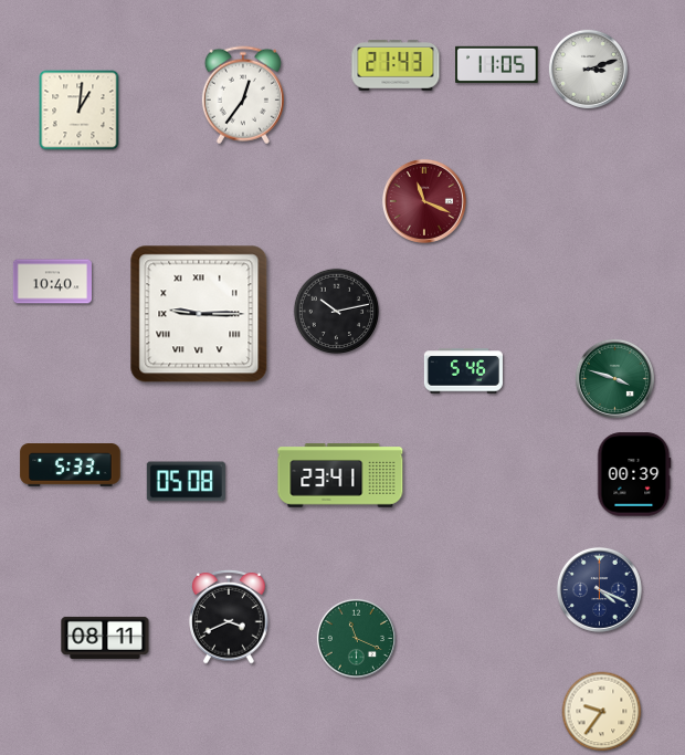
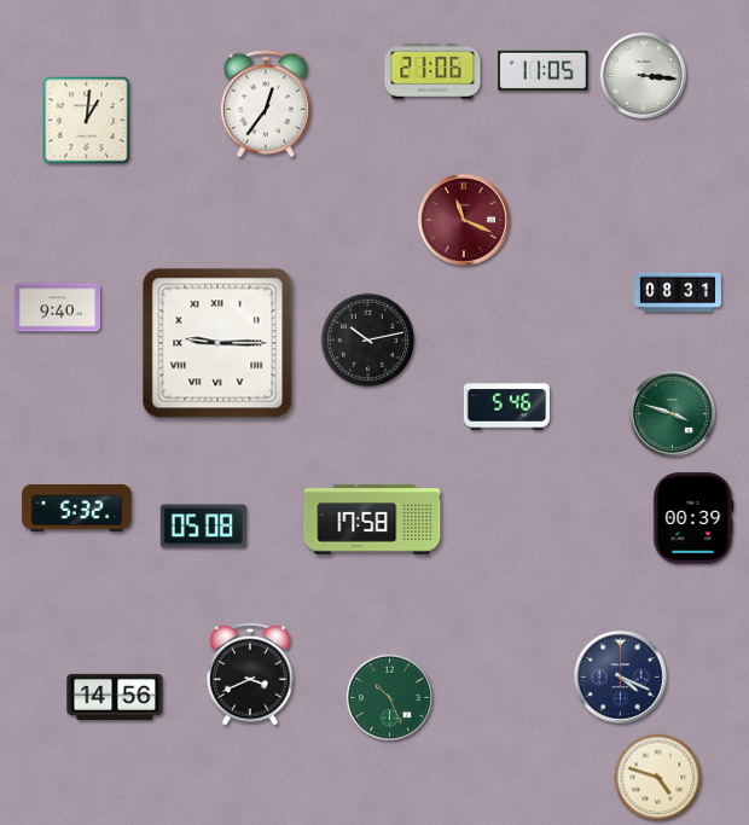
clock at (396, 65): 21:43 -> 21:06
clock at (588, 69): 3:12 -> 3:16
clock at (678, 292): none -> 08:31
clock at (52, 282): 10:40 -> 9:40
clock at (71, 465): 5:33 -> 5:32
clock at (340, 475): 23:41 -> 17:58
clock at (599, 589) position: (599, 589) -> (620, 676)
clock at (105, 638): 08:11 -> 14:56
clock at (356, 638): 11:19 -> 10:26
clock at (602, 712): 9:36 -> 4:48
